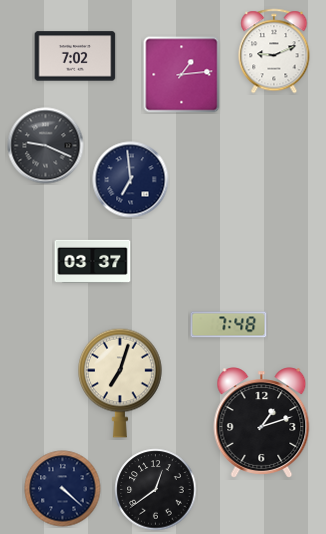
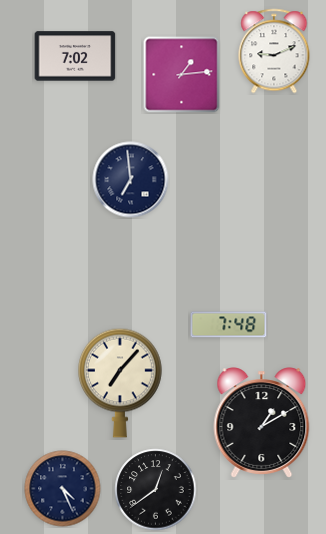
clock at (46, 146): 9:19 -> none
clock at (93, 261): 03:37 -> none
clock at (121, 383): 7:03 -> 7:07
clock at (262, 423): 1:12 -> 1:10
clock at (63, 489): 4:22 -> 4:26
